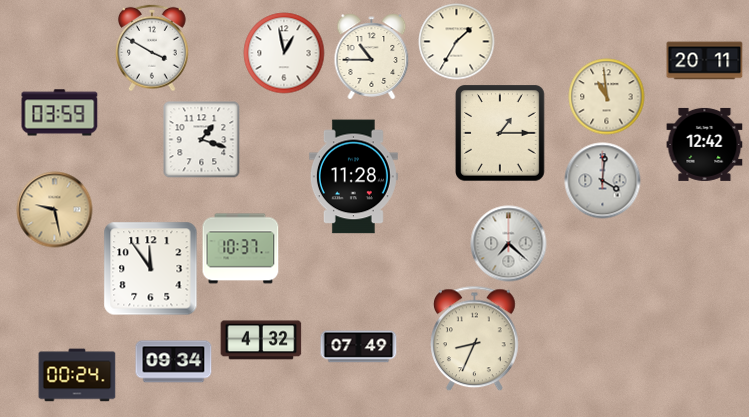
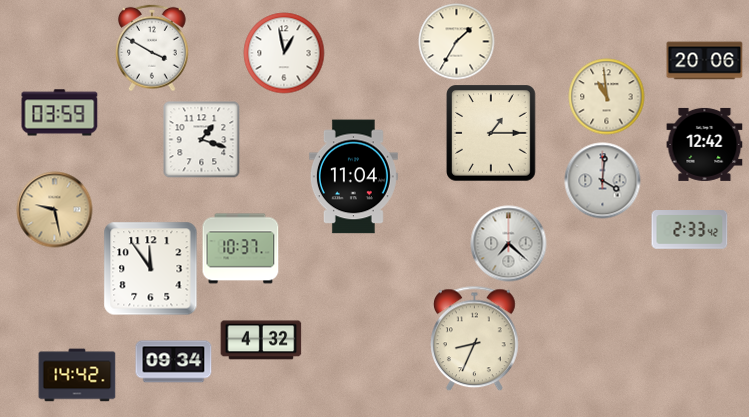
clock at (372, 57): 10:45 -> none
clock at (705, 61): 20:11 -> 20:06
clock at (501, 133) position: (501, 133) -> (492, 133)
clock at (353, 177): 11:28 -> 11:04
clock at (690, 230): none -> 2:33
clock at (359, 347): 07:49 -> none
clock at (77, 375): 00:24 -> 14:42
